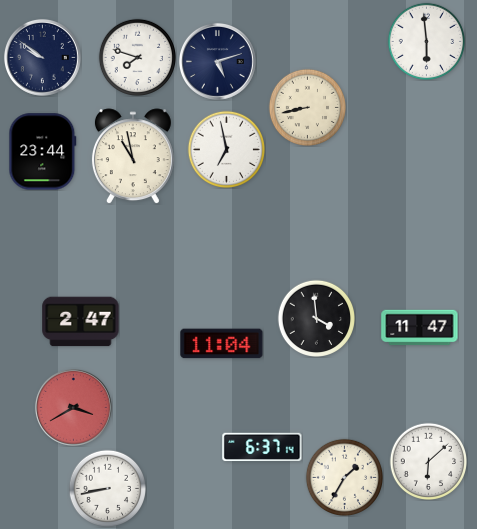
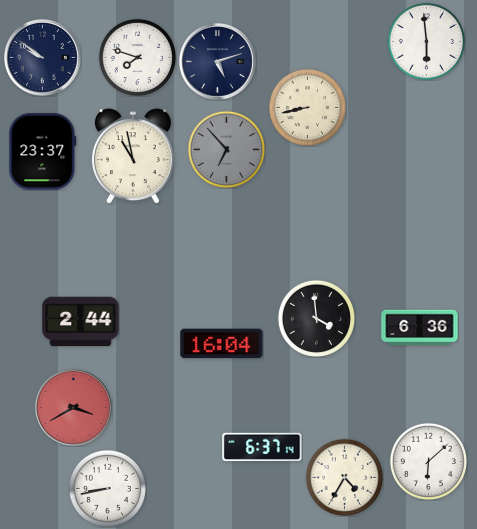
clock at (226, 149): 6:58 -> 6:53
clock at (226, 149) dial: white -> grey
clock at (43, 152): 23:44 -> 23:37
clock at (81, 322): 2:47 -> 2:44
clock at (420, 328): 11:47 -> 6:36
clock at (222, 344): 11:04 -> 16:04
clock at (344, 477): 1:35 -> 4:35
